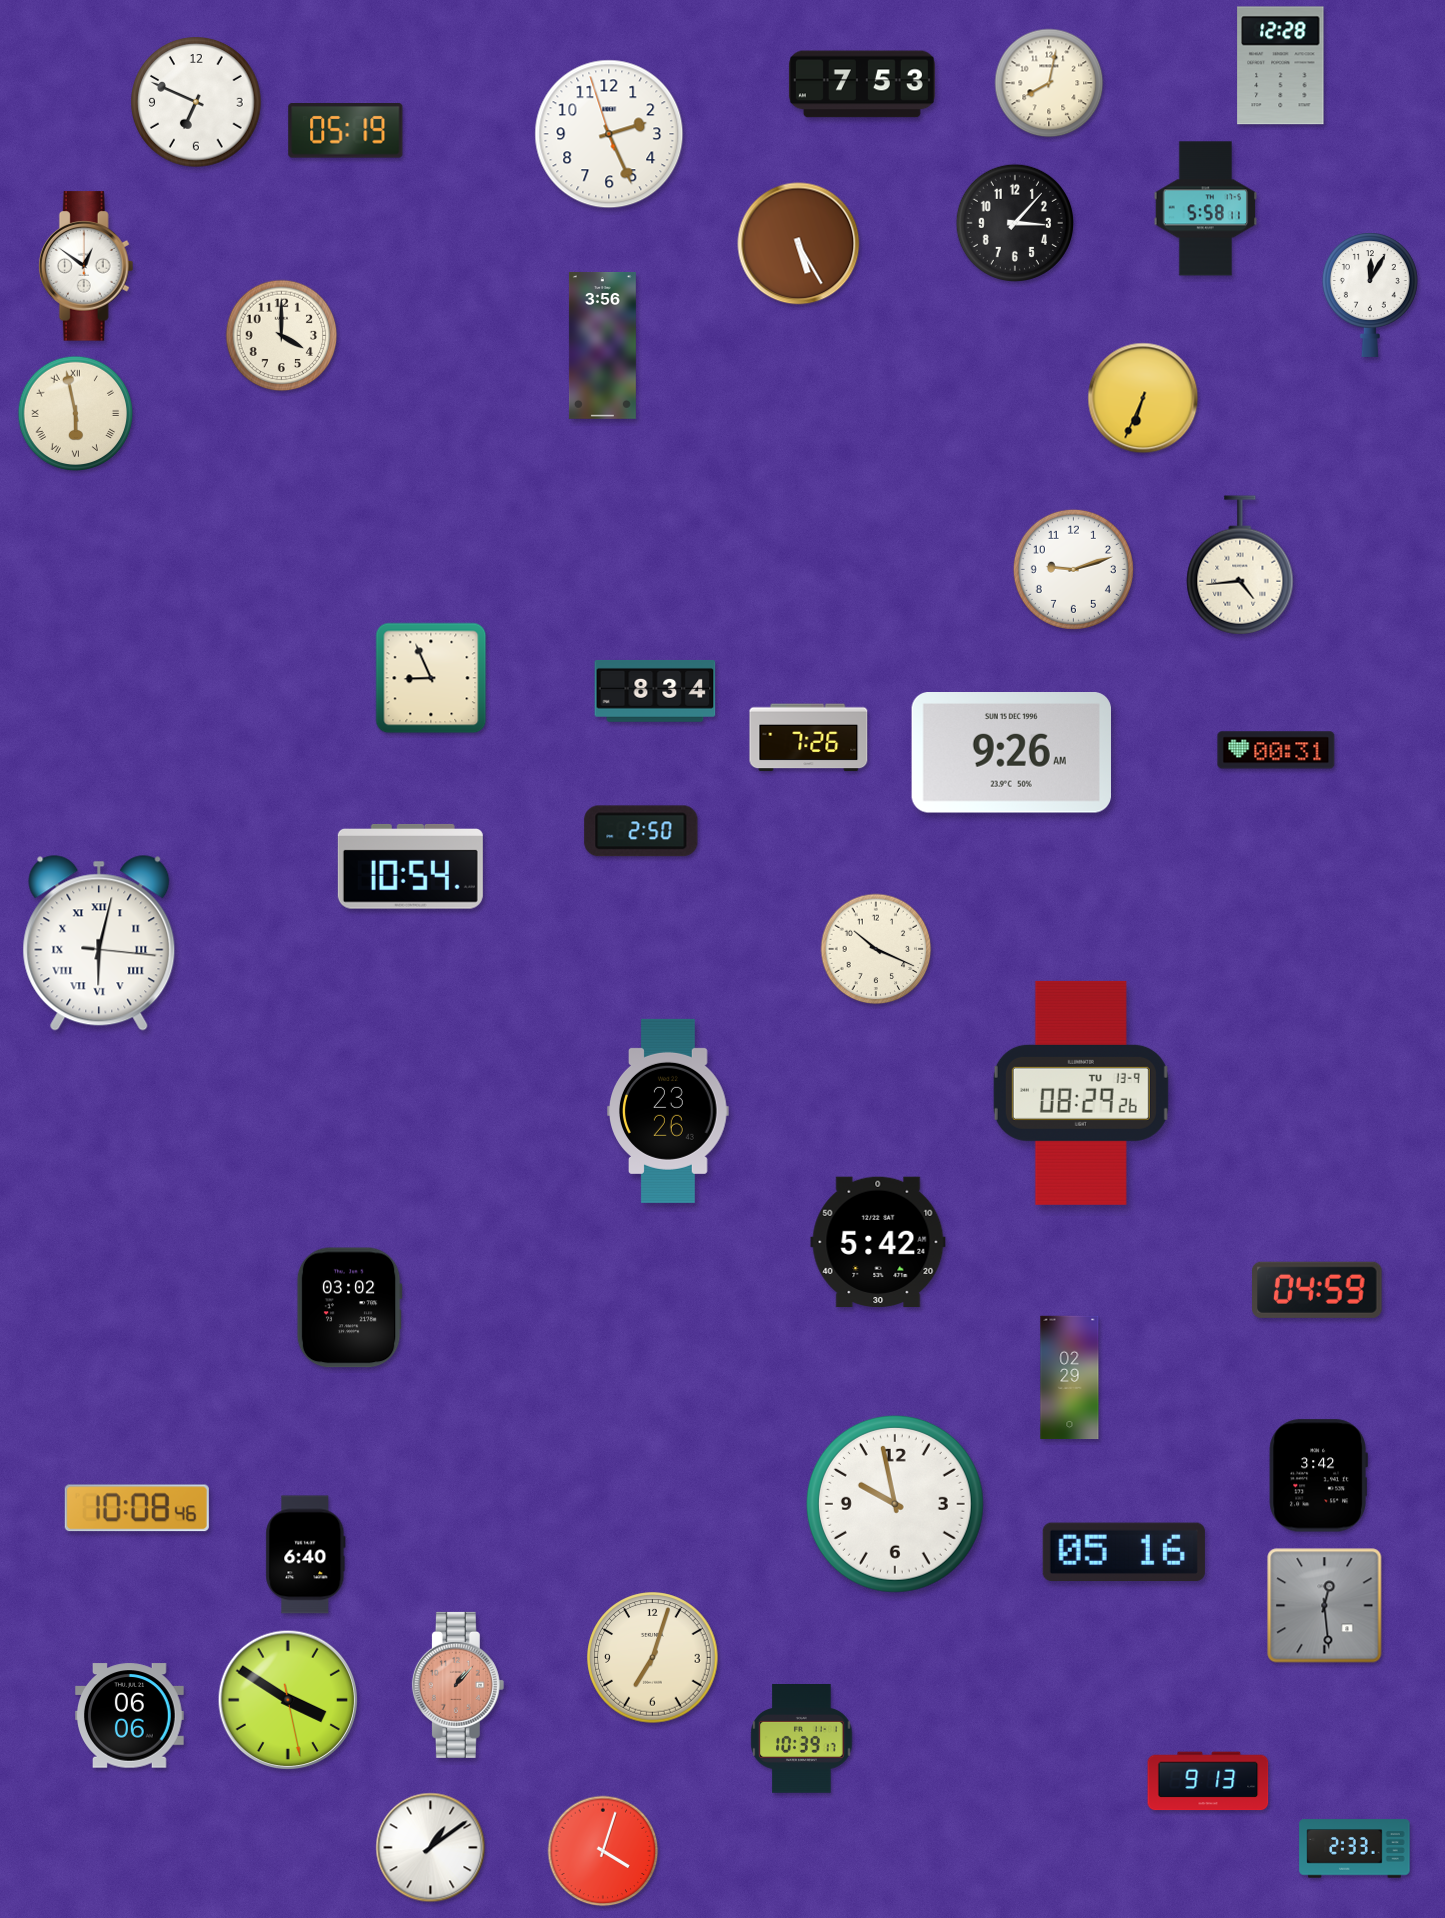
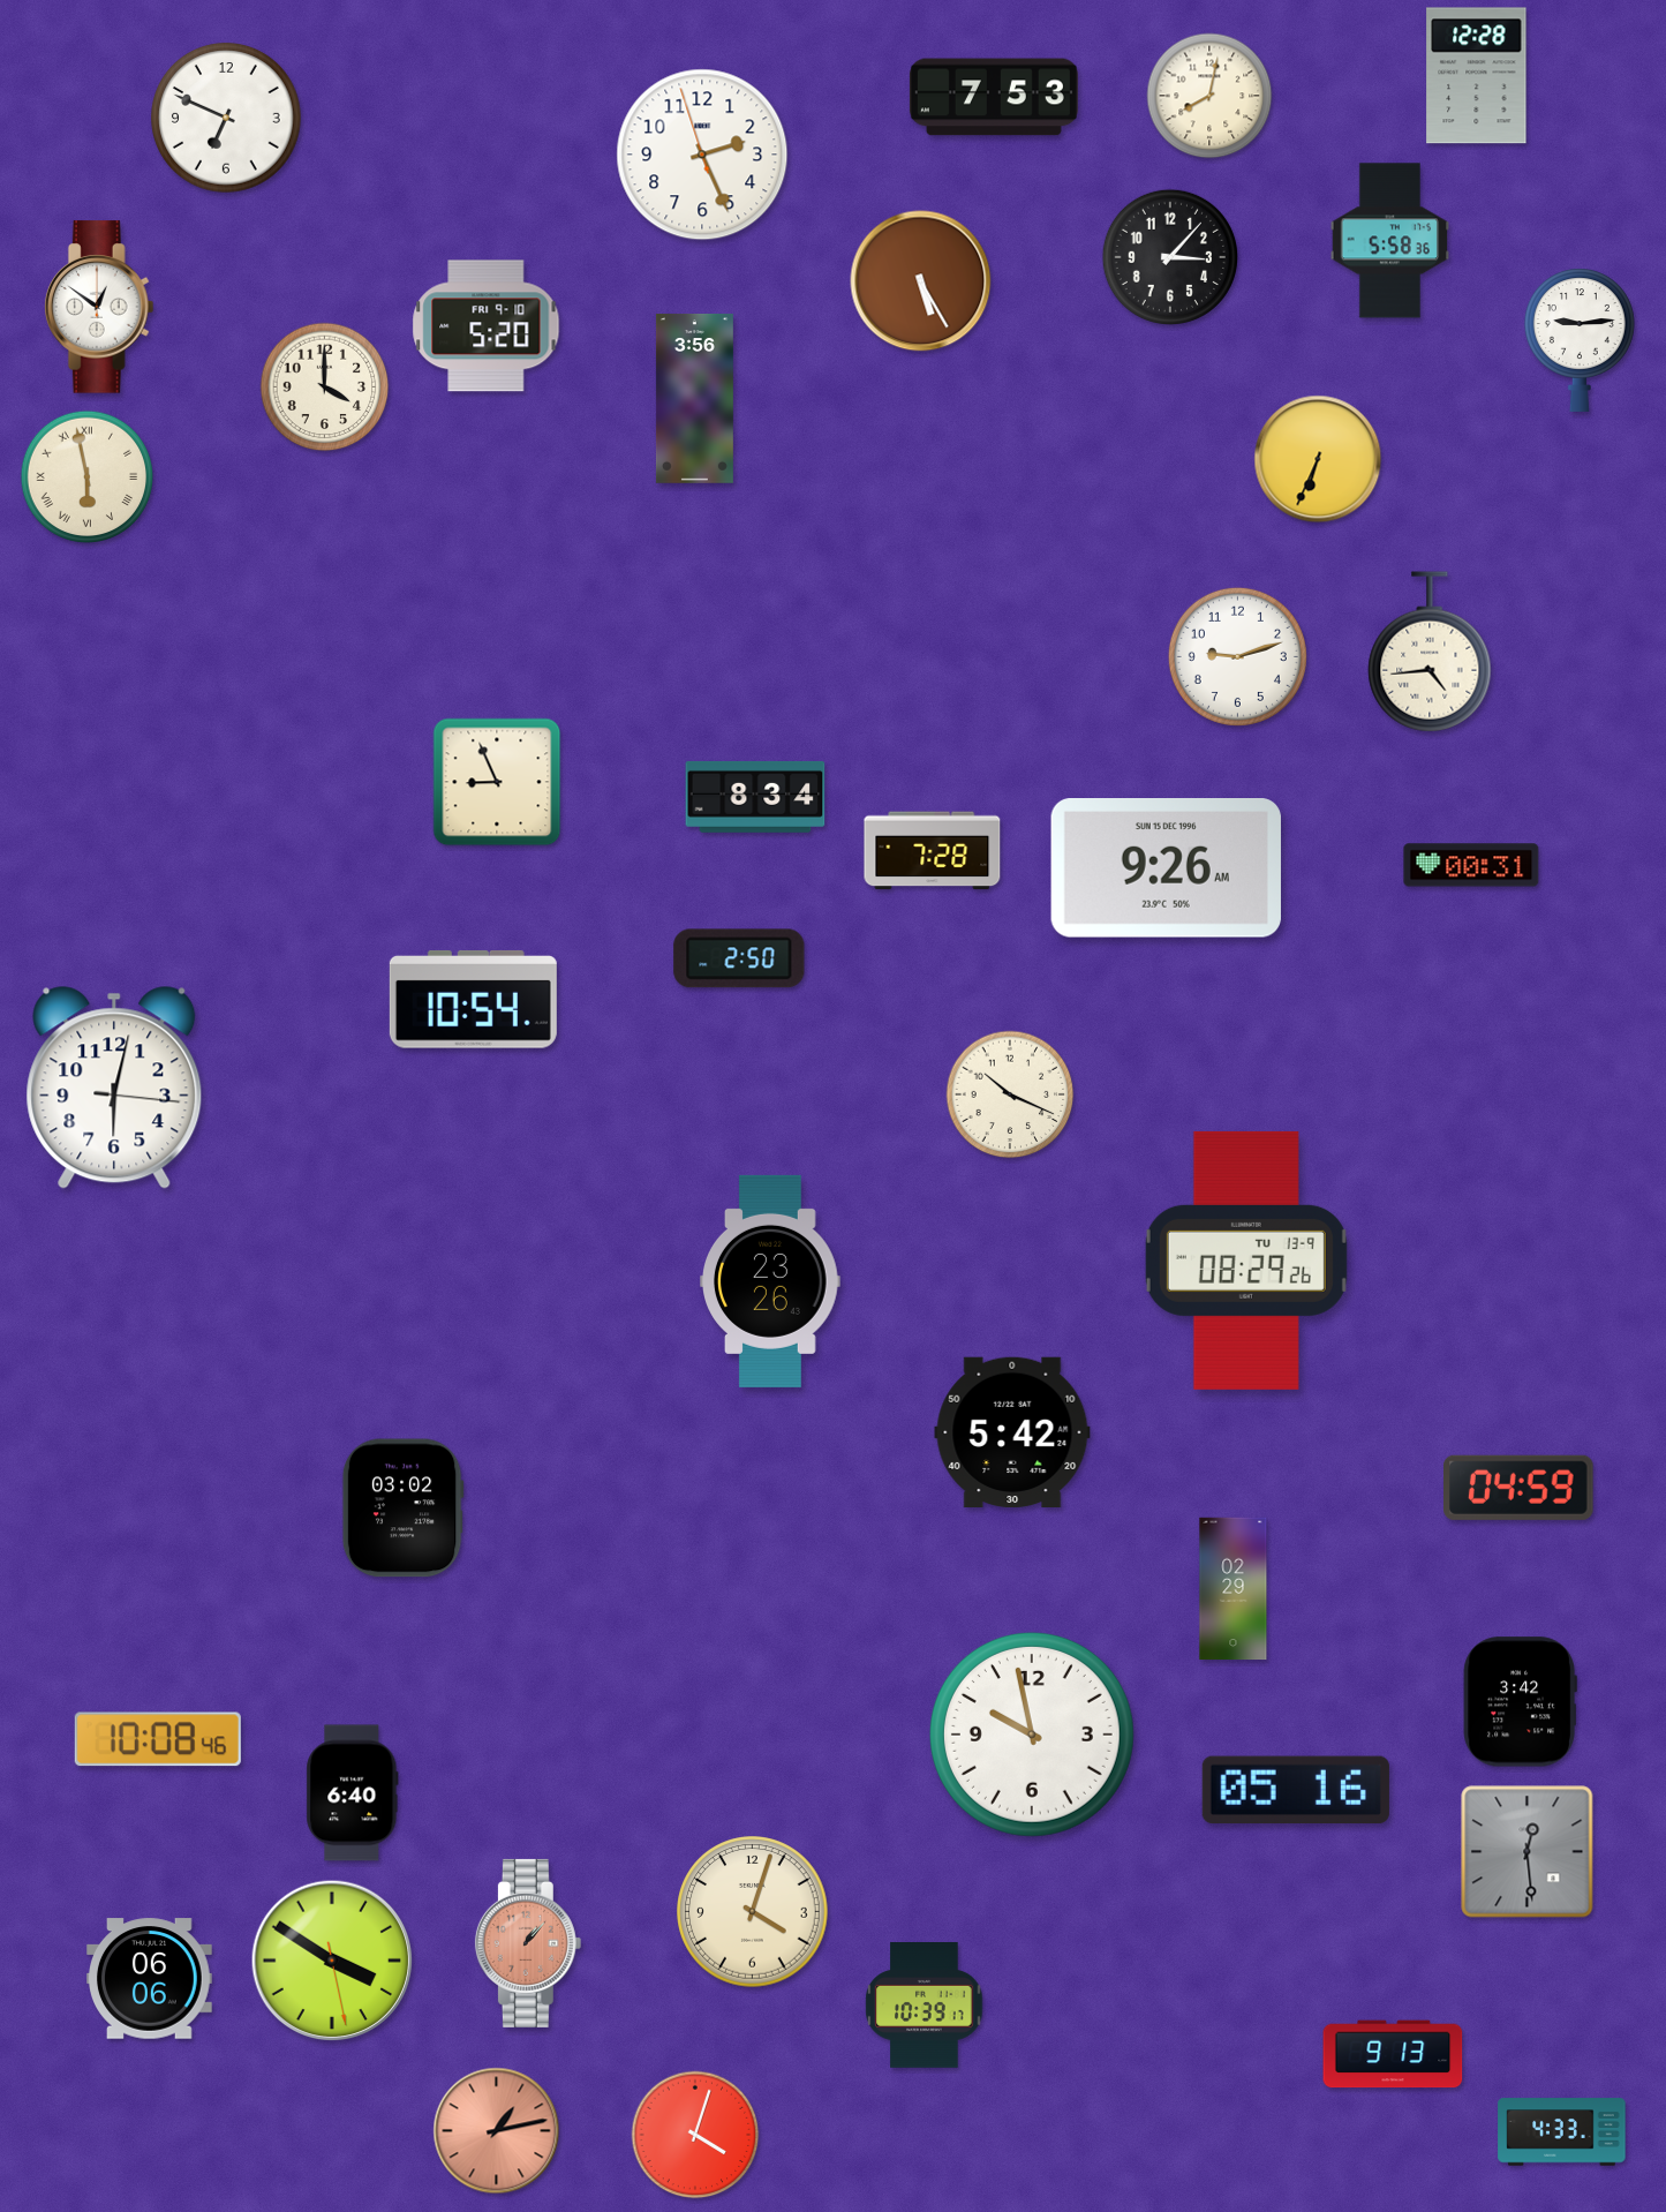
clock at (346, 131): 05:19 -> none
clock at (1205, 209): 5:58:11 -> 5:58:36
clock at (487, 326): none -> 5:20
clock at (1370, 295): 12:05 -> 9:14
clock at (809, 738): 7:26 -> 7:28
clock at (99, 943) numerals: Roman -> Arabic
clock at (653, 1658): 7:03 -> 4:03
clock at (431, 1848): 1:09 -> 1:13
clock at (431, 1848) dial: white -> salmon
clock at (1355, 1849): 2:33 -> 4:33
